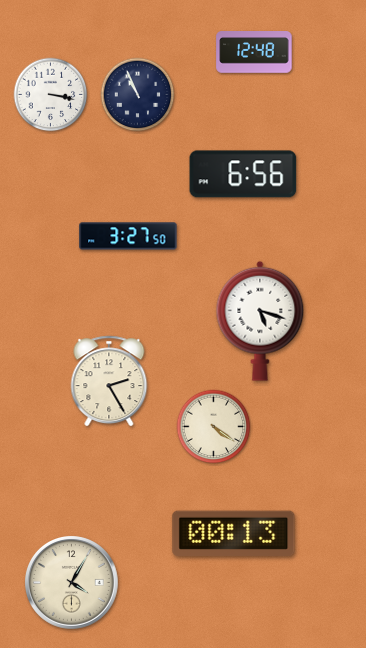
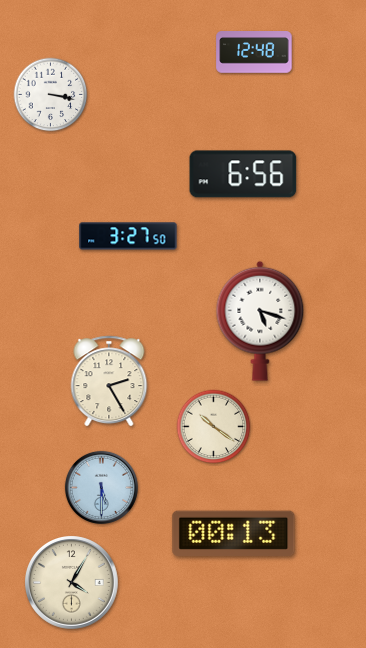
clock at (138, 95): 10:56 -> none
clock at (214, 427): 4:21 -> 10:21
clock at (101, 487): none -> 5:30
